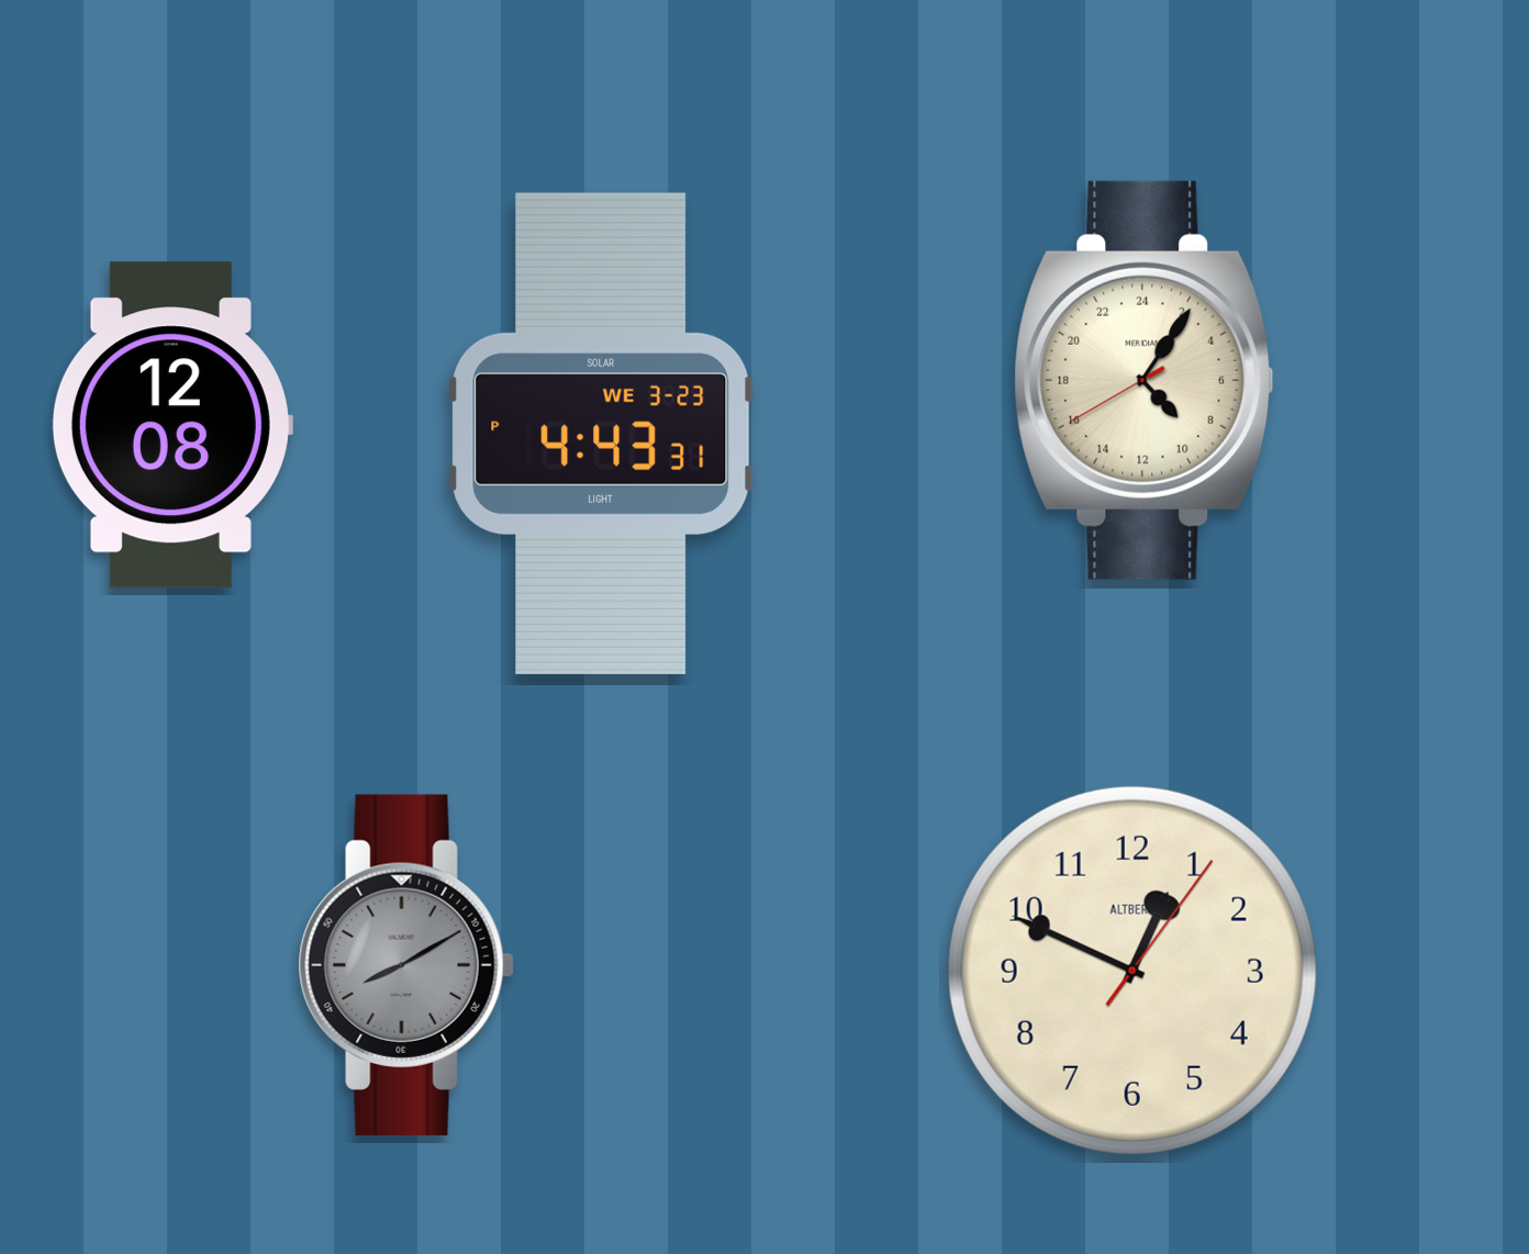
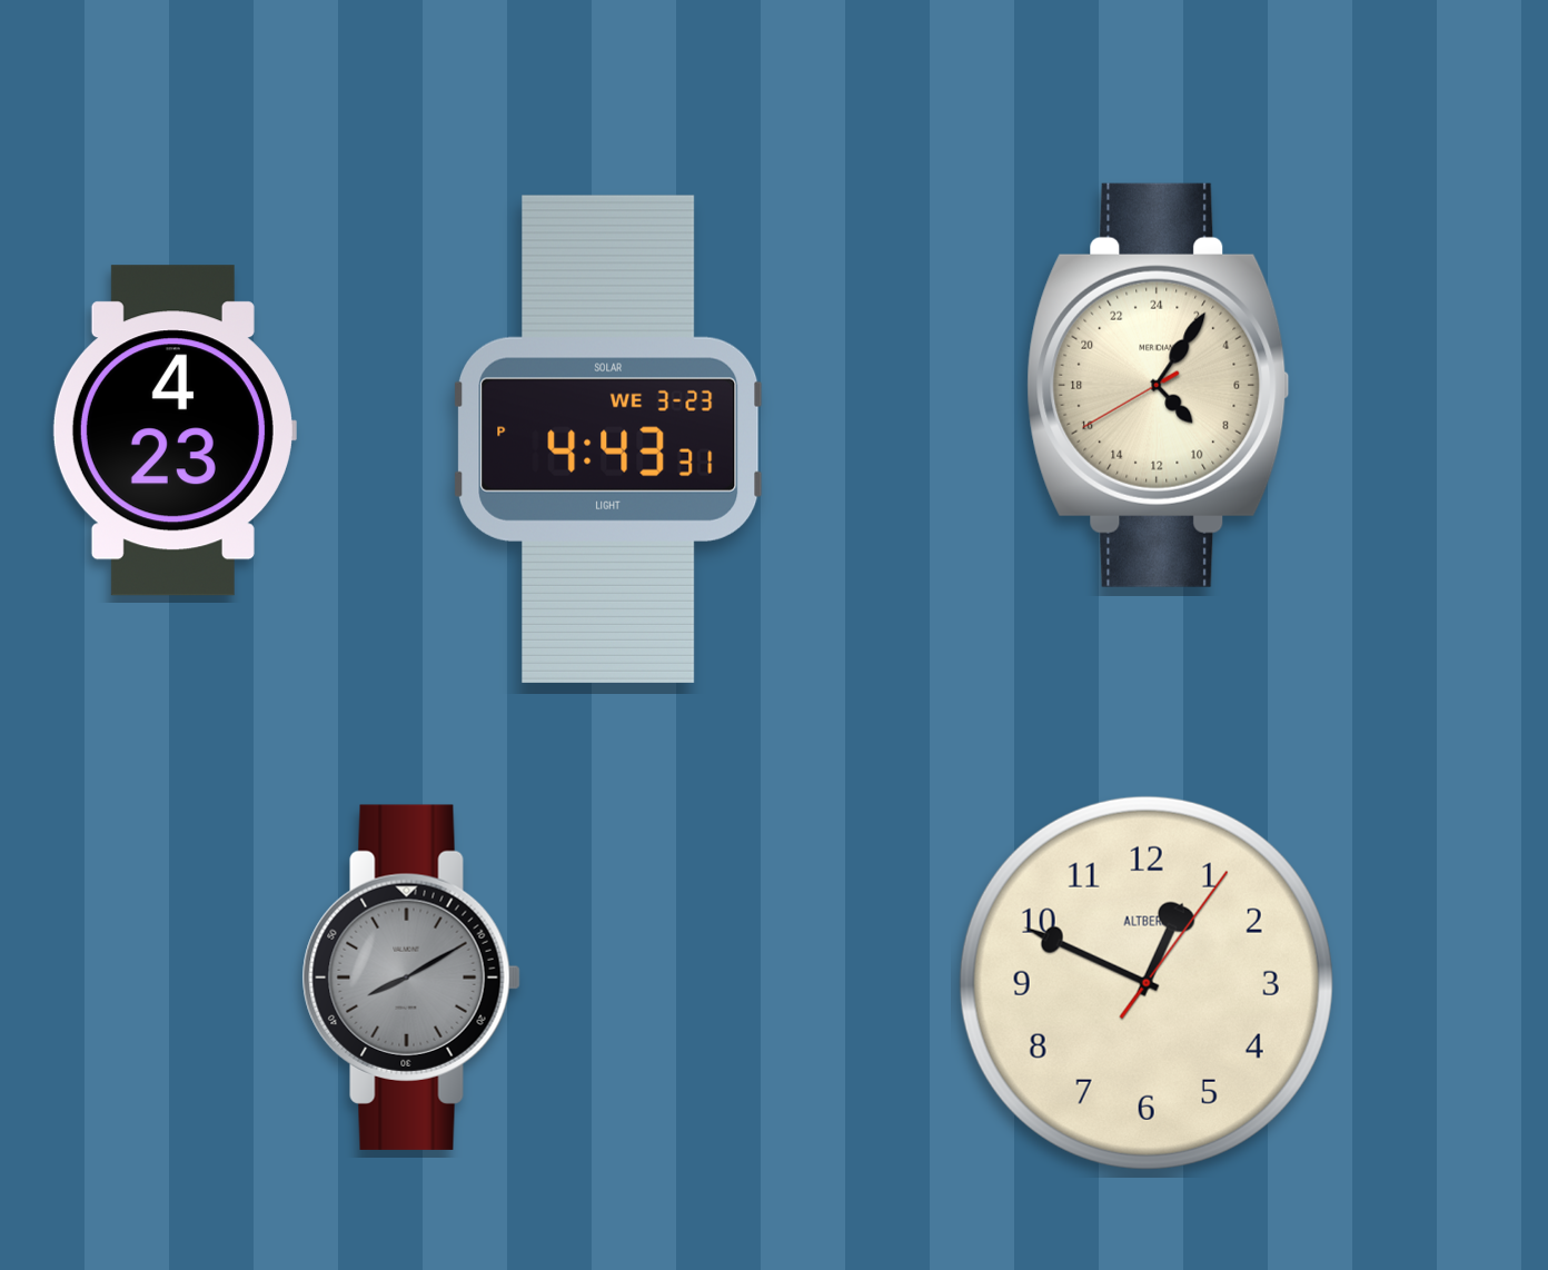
clock at (171, 425): 12:08 -> 4:23
